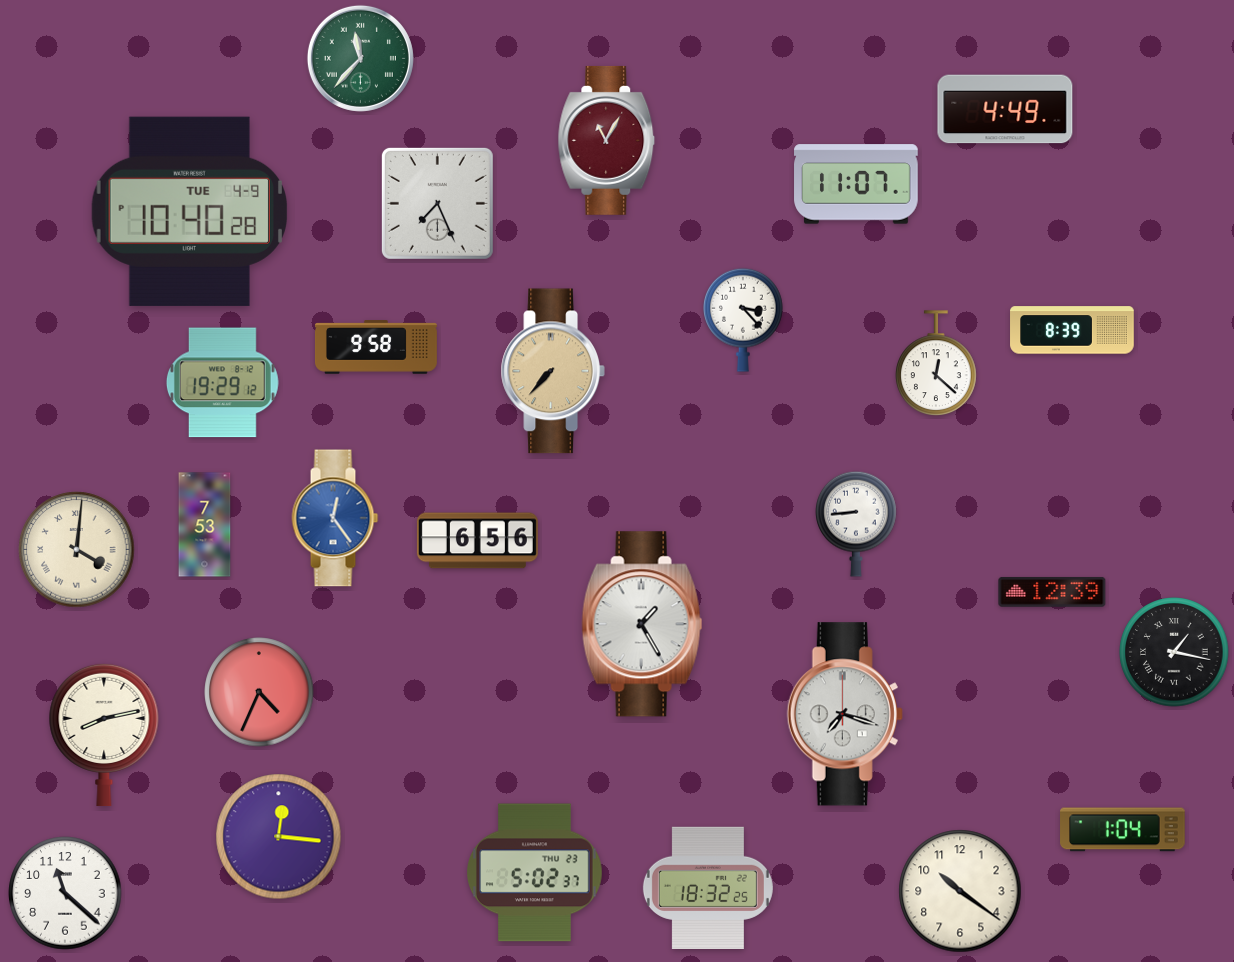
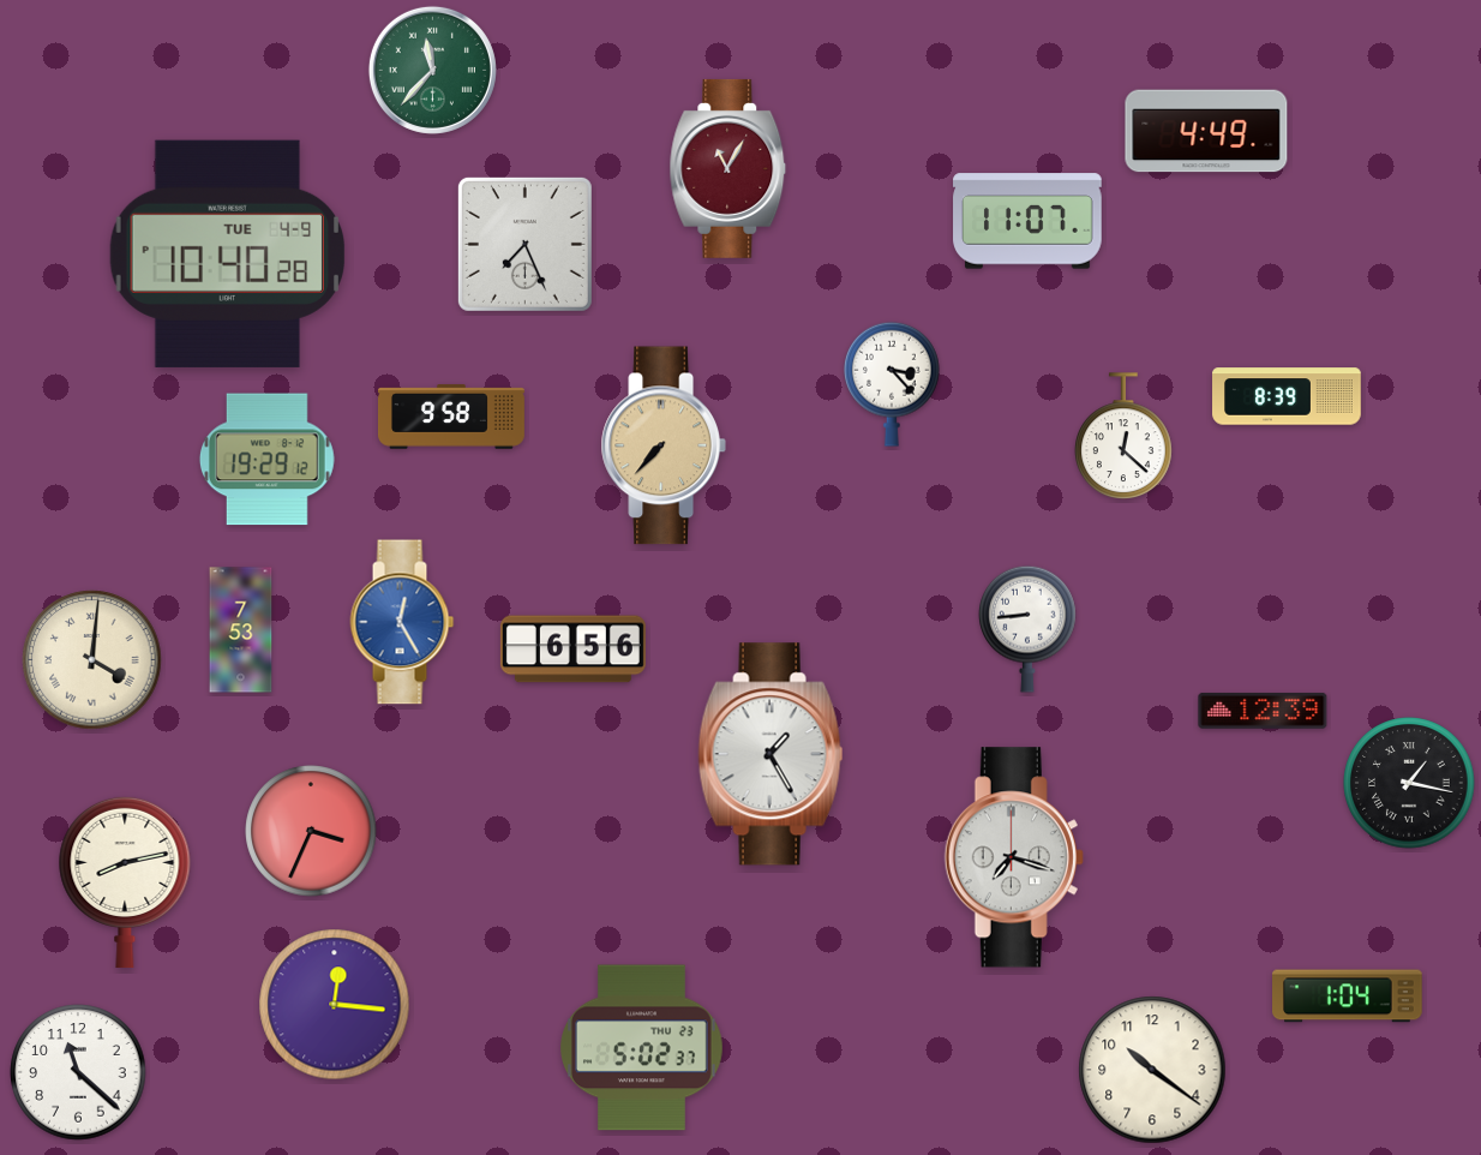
clock at (335, 518): 12:24 -> 12:25
clock at (205, 525) position: (205, 525) -> (241, 630)
clock at (642, 624) position: (642, 624) -> (771, 754)
clock at (259, 692): 4:34 -> 3:34
clock at (708, 888): 18:32 -> none
